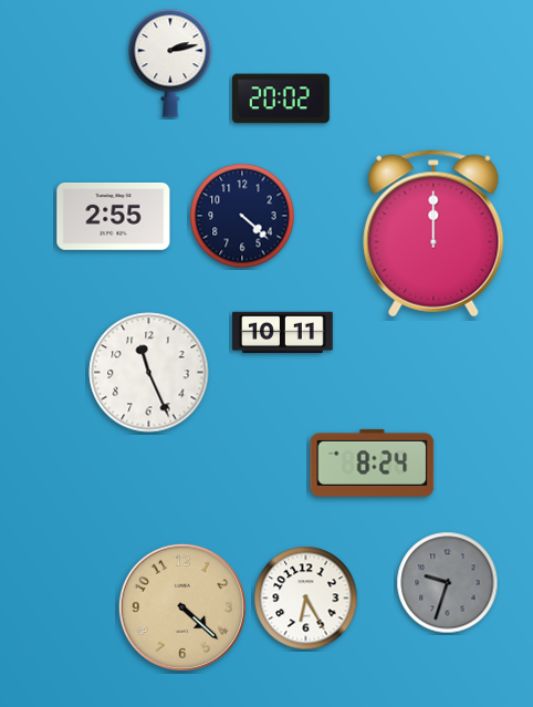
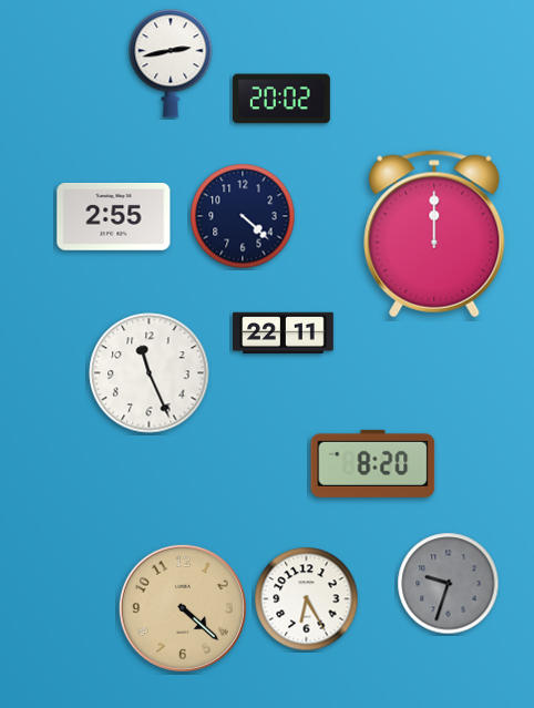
clock at (170, 63): 2:13 -> 2:43
clock at (283, 333): 10:11 -> 22:11
clock at (373, 462): 8:24 -> 8:20
